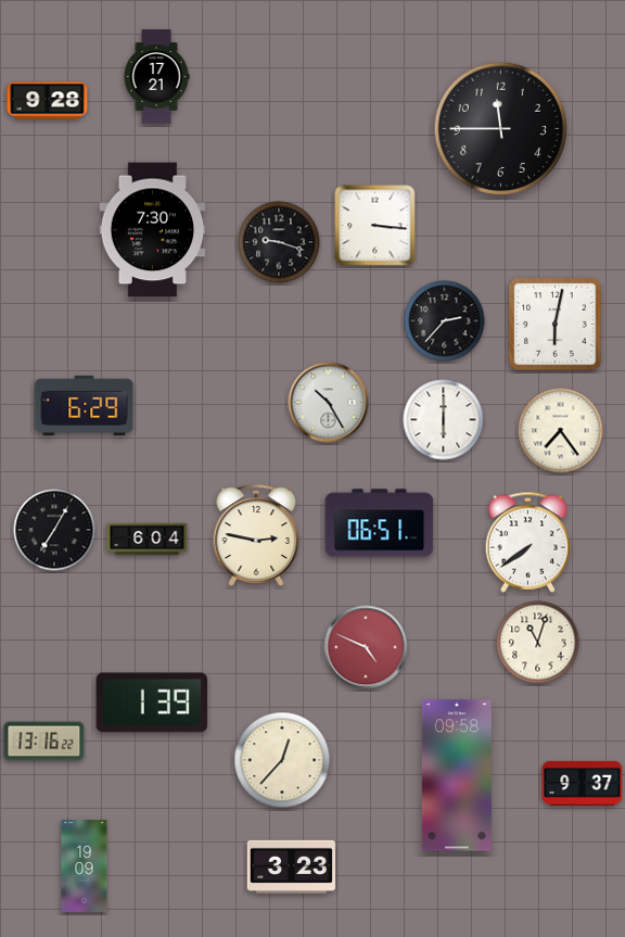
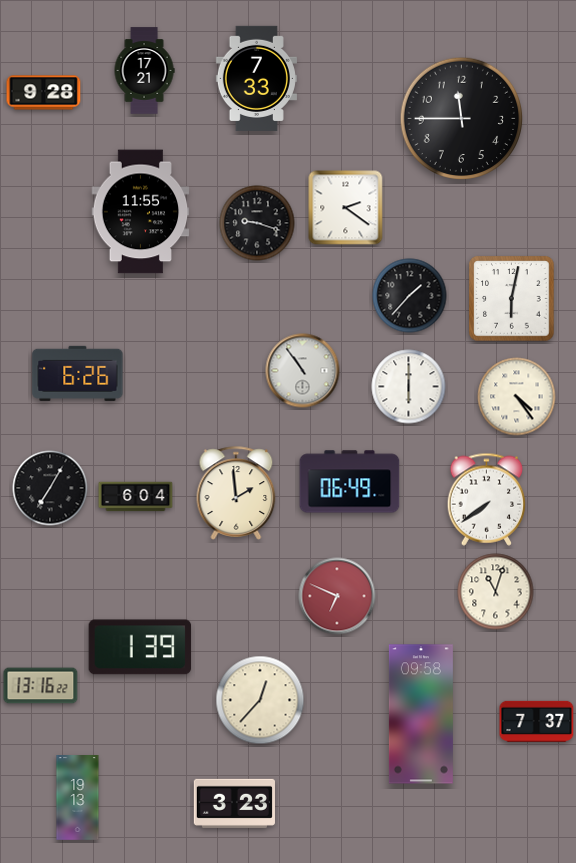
clock at (256, 78): none -> 7:33
clock at (375, 226): 3:16 -> 2:21
clock at (153, 230): 7:30 -> 11:55
clock at (445, 321): 2:37 -> 1:37
clock at (329, 403): 10:25 -> 10:54
clock at (85, 405): 6:29 -> 6:26
clock at (561, 431): 7:24 -> 4:24
clock at (380, 523): 06:51 -> 06:49
clock at (256, 535): 2:47 -> 1:59
clock at (366, 647): 4:49 -> 6:49
clock at (44, 742) position: (44, 742) -> (41, 686)
clock at (583, 783): 9:37 -> 7:37
clock at (85, 866): 19:09 -> 19:13
clock at (291, 866) position: (291, 866) -> (234, 803)
